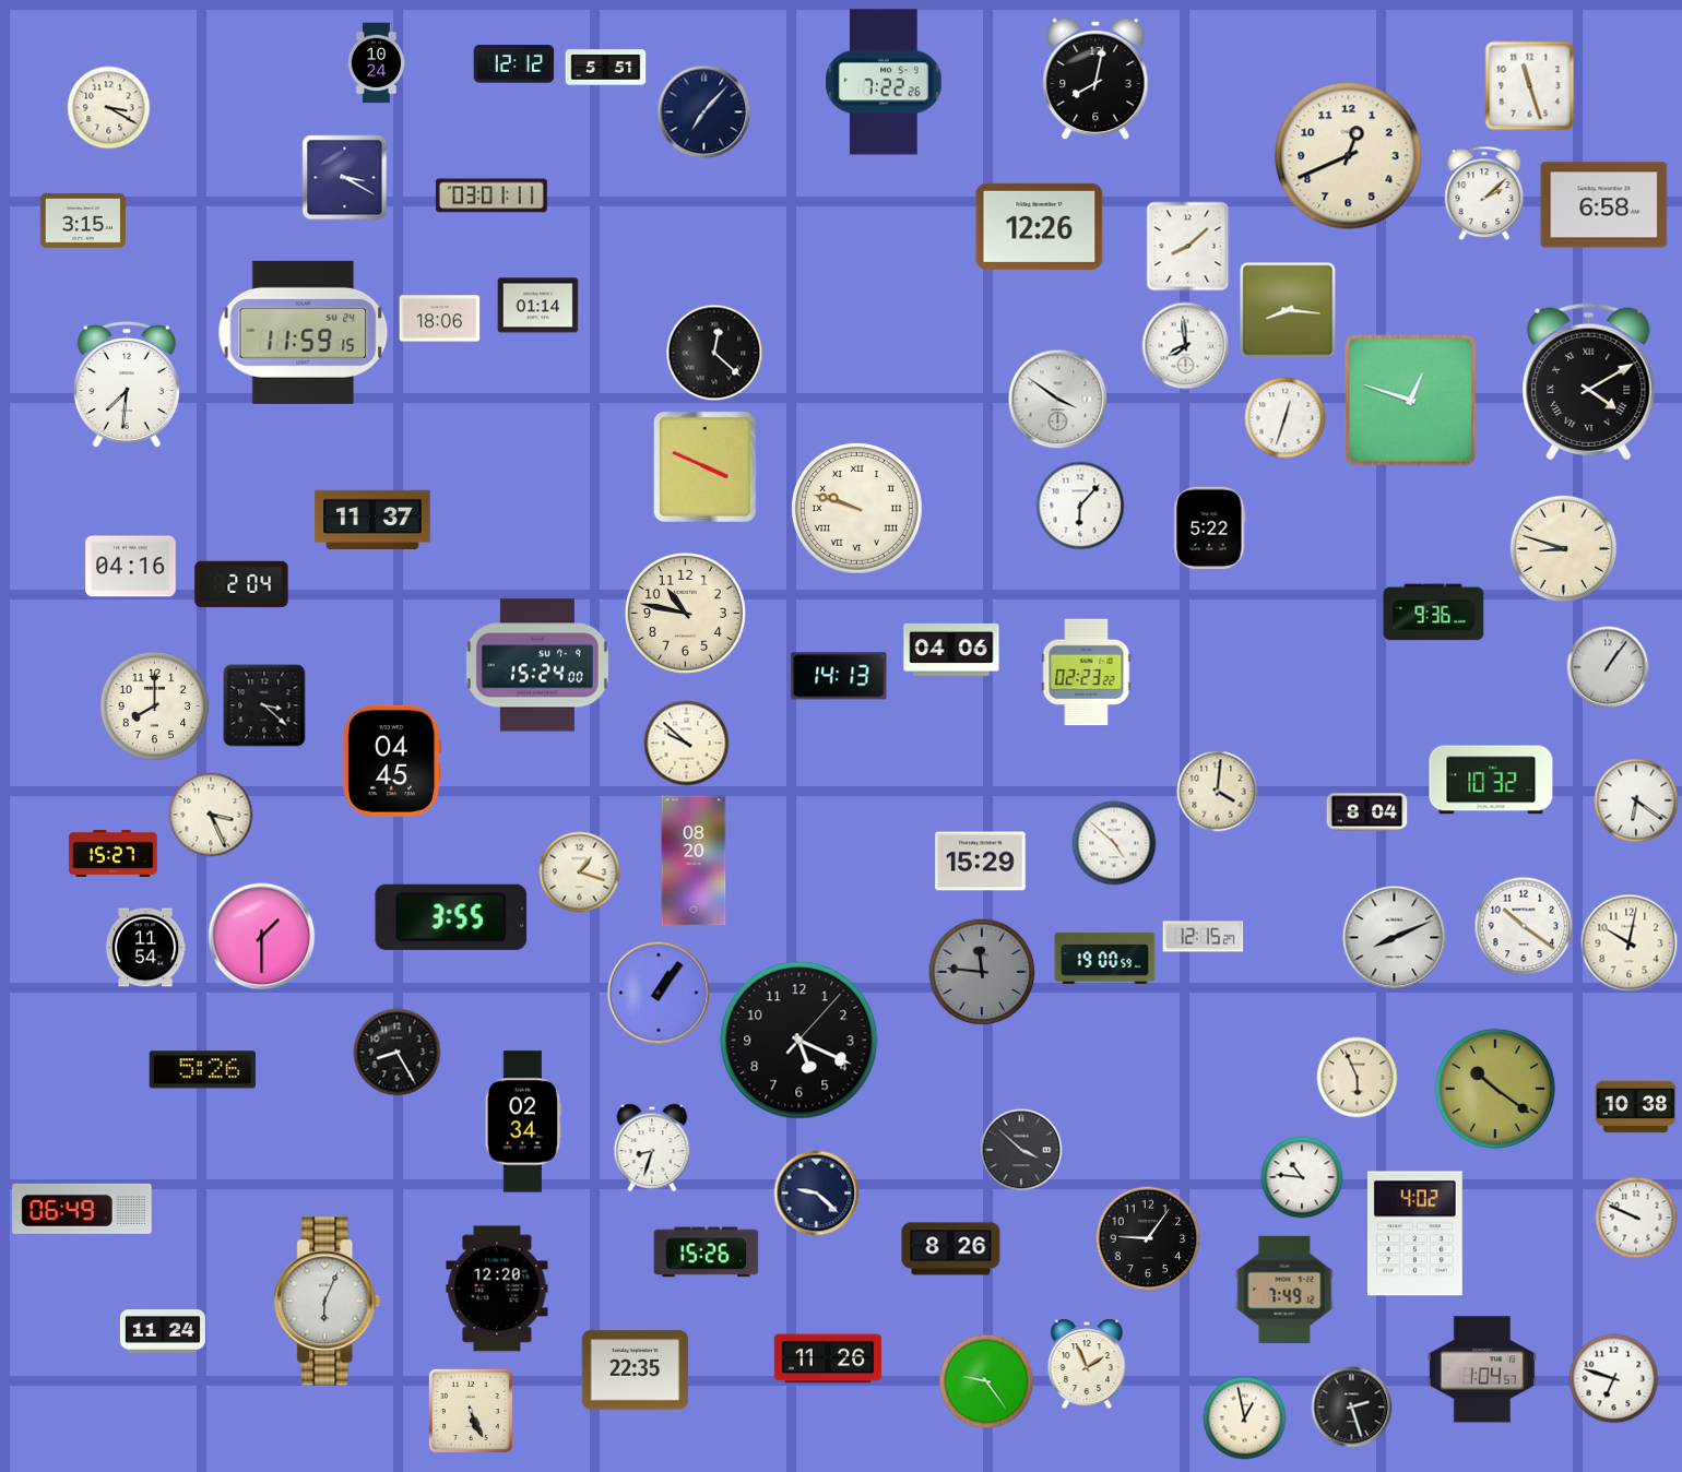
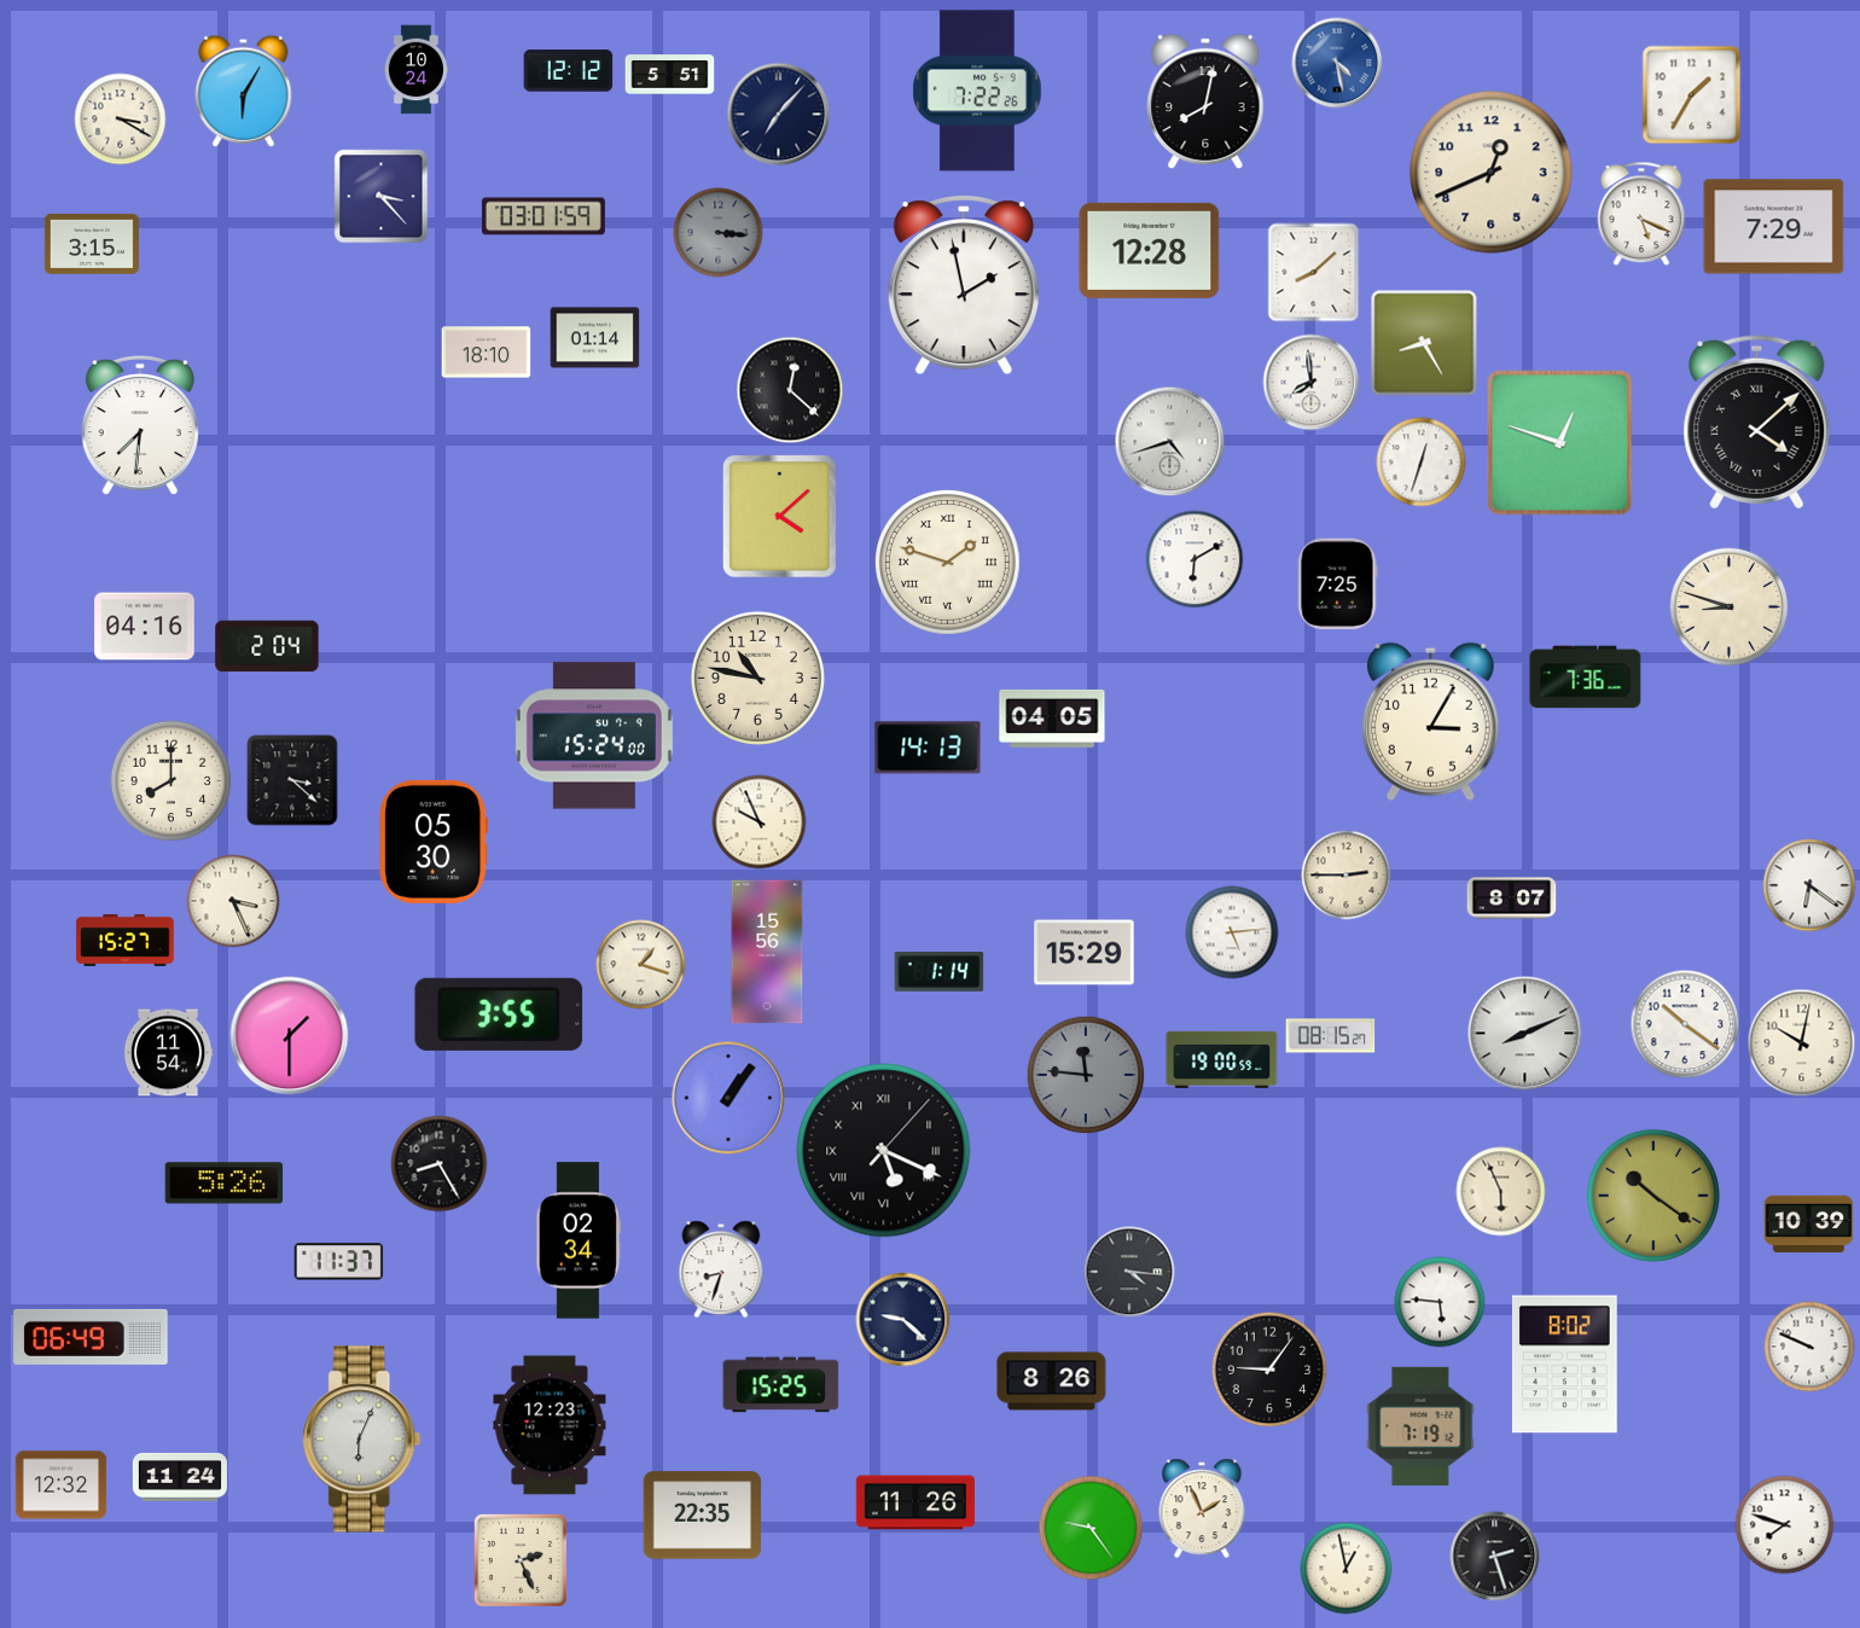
clock at (1337, 63): none -> 4:28
clock at (1095, 79) position: (1095, 79) -> (1205, 101)
clock at (244, 91): none -> 6:05
clock at (1530, 86): 11:27 -> 1:35
clock at (704, 112) position: (704, 112) -> (779, 115)
clock at (345, 178): 3:20 -> 3:23
clock at (1484, 193): 2:08 -> 5:19
clock at (491, 195): 03:01:11 -> 03:01:59
clock at (1604, 205): 6:58 -> 7:29
clock at (719, 233): none -> 3:16
clock at (1040, 226): 12:26 -> 12:28
clock at (964, 285): none -> 1:58
clock at (1288, 310): 8:16 -> 8:25
clock at (440, 319): 18:06 -> 18:10
clock at (304, 332): 11:59 -> none
clock at (1589, 382): 4:10 -> 4:08
clock at (1058, 400): 3:51 -> 4:42
clock at (704, 467): 3:49 -> 4:08
clock at (1080, 506): 6:07 -> 6:10
clock at (856, 508): 9:48 -> 1:48
clock at (372, 519): 11:37 -> none
clock at (1210, 529): 5:22 -> 7:25
clock at (1434, 613): 9:36 -> 7:36
clock at (951, 650): 04:06 -> 04:05
clock at (1430, 721): none -> 3:05
clock at (1608, 667): 1:06 -> none
clock at (1087, 673): 02:23 -> none
clock at (687, 744): 9:52 -> 9:56
clock at (392, 761): 04:45 -> 05:30
clock at (1491, 780): 10:32 -> none
clock at (1218, 792): 4:01 -> 2:45
clock at (1367, 812): 8:04 -> 8:07
clock at (1114, 843): 4:52 -> 5:14
clock at (114, 853) position: (114, 853) -> (126, 940)
clock at (694, 860): 08:20 -> 15:56
clock at (940, 972): none -> 1:14
clock at (1204, 937): 12:15 -> 08:15
clock at (1395, 938) position: (1395, 938) -> (1525, 1034)
clock at (145, 948) position: (145, 948) -> (168, 1053)
clock at (799, 1041) numerals: Arabic -> Roman
clock at (1495, 1089) position: (1495, 1089) -> (1653, 1196)
clock at (1636, 1107): 10:38 -> 10:39
clock at (339, 1262): none -> 11:37
clock at (1021, 1150): 3:52 -> 4:16
clock at (1302, 1177): 10:46 -> 5:46
clock at (1414, 1234): 4:02 -> 8:02
clock at (707, 1253): 15:26 -> 15:25
clock at (497, 1289): 12:20 -> 12:23
clock at (1284, 1290): 7:49 -> 7:19
clock at (163, 1331) position: (163, 1331) -> (180, 1477)
clock at (62, 1485): none -> 12:32
clock at (1482, 1369): 1:04 -> none
clock at (1614, 1379): 6:48 -> 7:48
clock at (471, 1411): 5:26 -> 2:26
clock at (1245, 1418) position: (1245, 1418) -> (1347, 1569)
